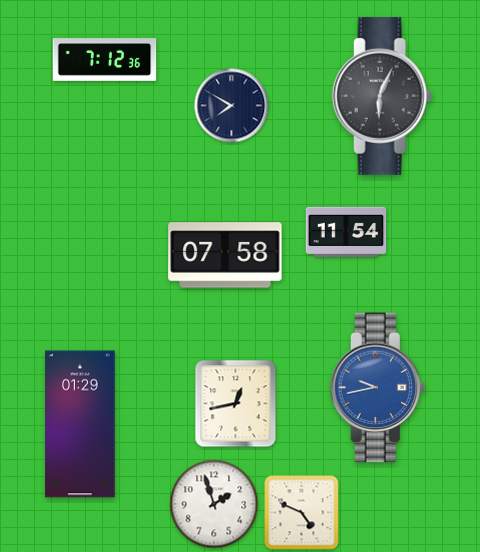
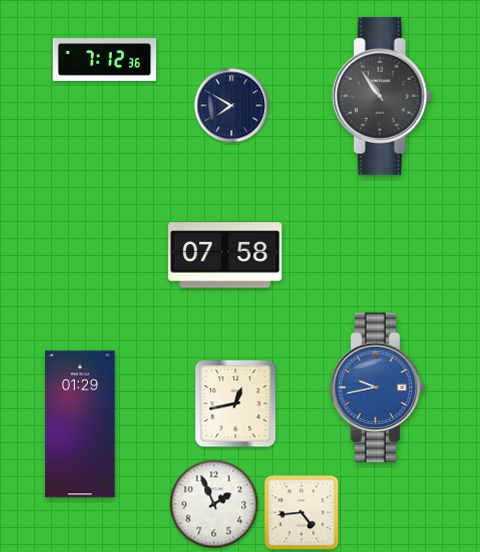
clock at (382, 96): 6:04 -> 10:54
clock at (346, 231): 11:54 -> none
clock at (214, 504): 1:57 -> 1:56
clock at (302, 513): 4:49 -> 4:44
